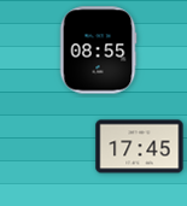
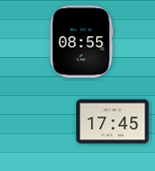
clock at (140, 147) position: (140, 147) -> (113, 122)
